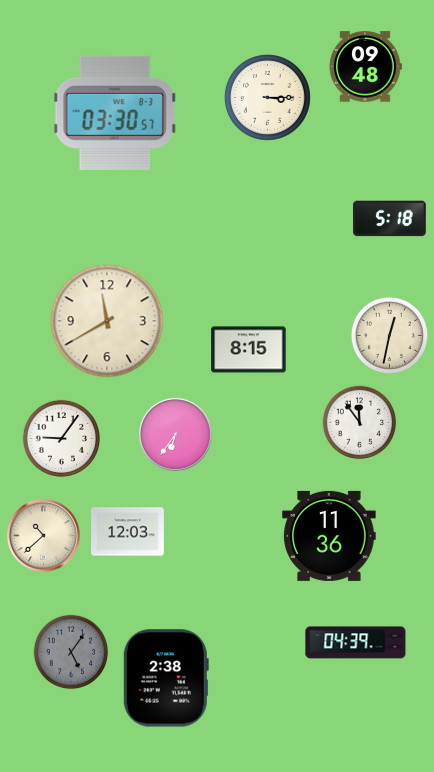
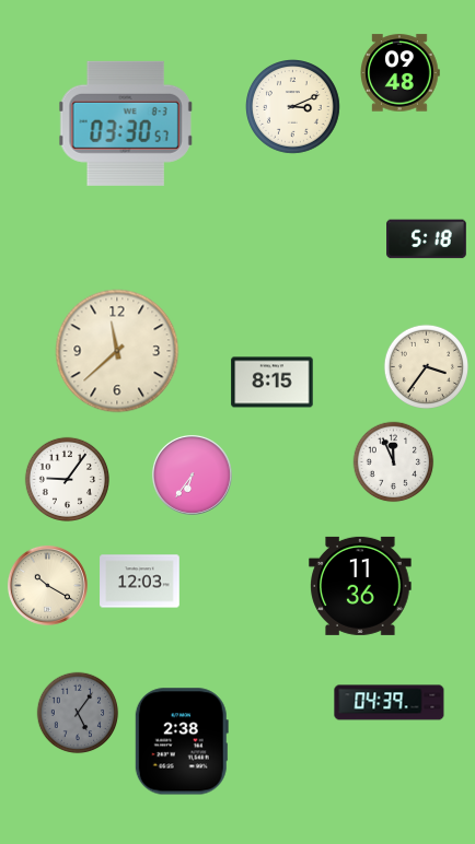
clock at (268, 98): 3:15 -> 3:11
clock at (107, 321): 11:40 -> 11:38
clock at (389, 335): 12:32 -> 3:36
clock at (360, 423): 11:54 -> 11:56
clock at (43, 535): 10:38 -> 10:20
